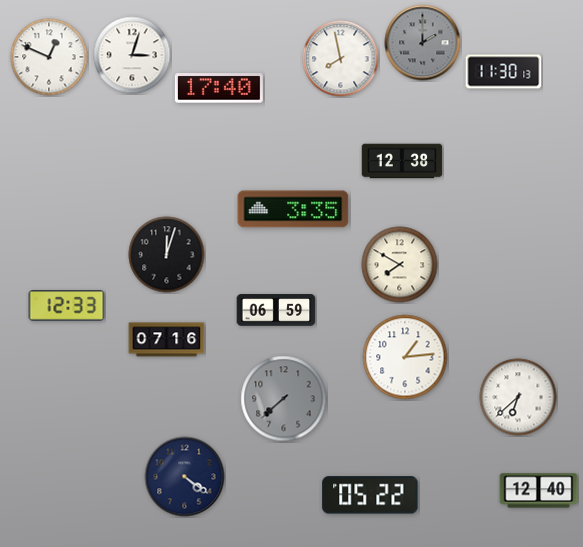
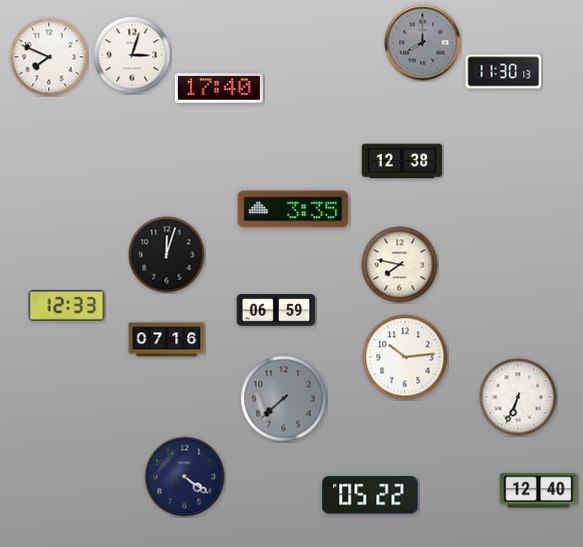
clock at (423, 43): 2:00 -> 8:00
clock at (49, 57): 12:49 -> 7:49
clock at (341, 59): 7:58 -> none
clock at (400, 265): 7:50 -> 7:47
clock at (405, 357): 1:14 -> 10:14
clock at (518, 397): 6:38 -> 6:34
